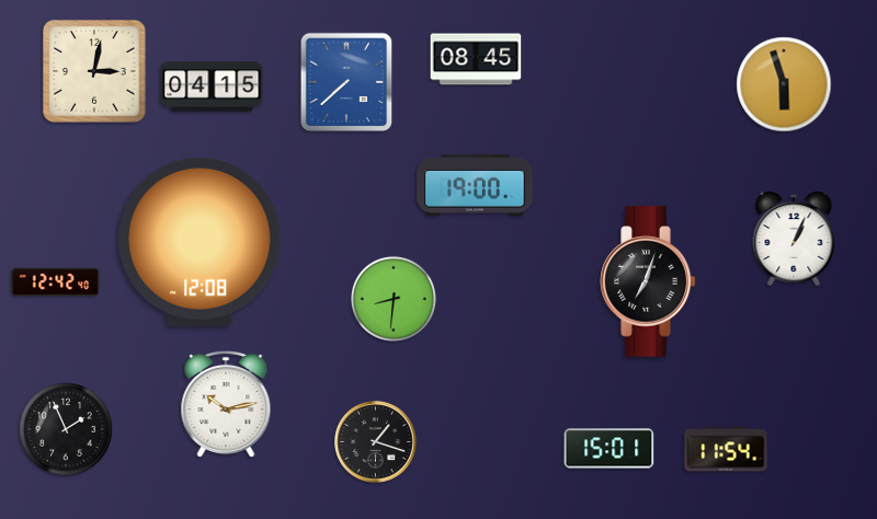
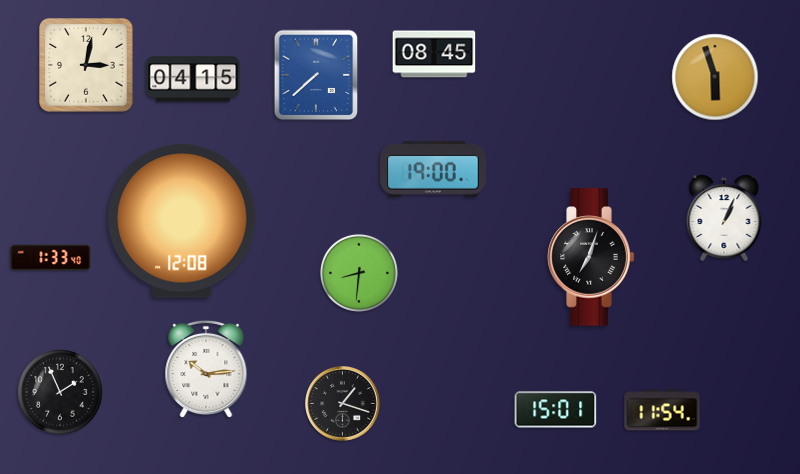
clock at (56, 282): 12:42 -> 1:33
clock at (226, 404): 10:13 -> 10:14
